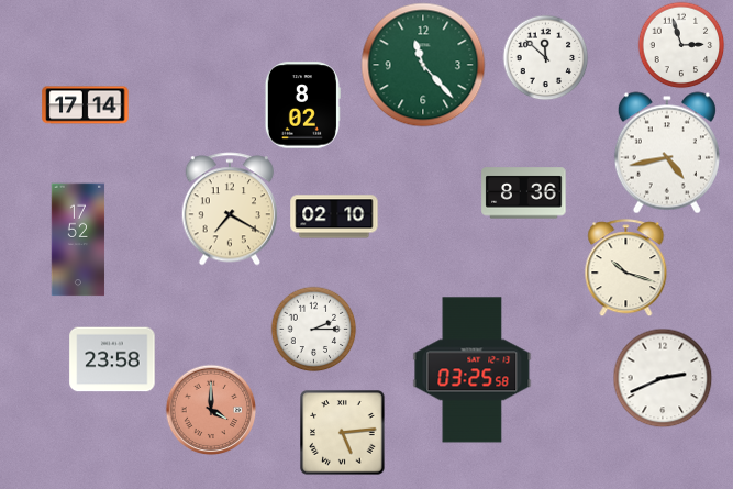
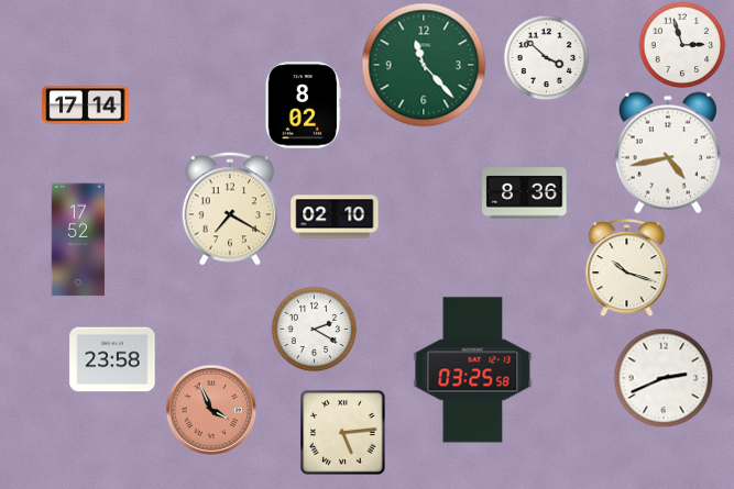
clock at (545, 57): 11:52 -> 3:52
clock at (313, 329): 2:15 -> 2:20
clock at (211, 410): 4:00 -> 3:56
